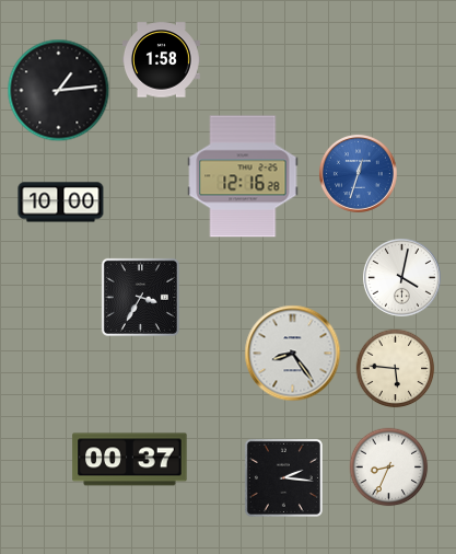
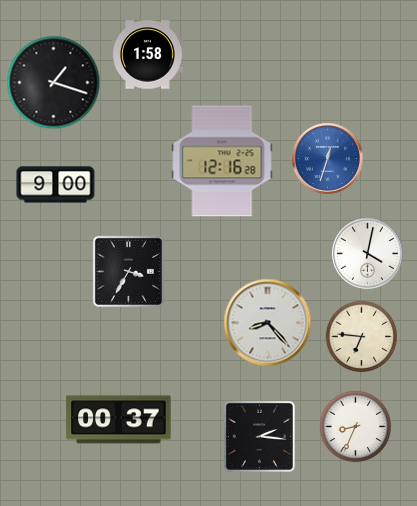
clock at (59, 91): 1:14 -> 1:18
clock at (61, 203): 10:00 -> 9:00
clock at (293, 354): 8:24 -> 8:23
clock at (396, 369): 5:46 -> 6:46
